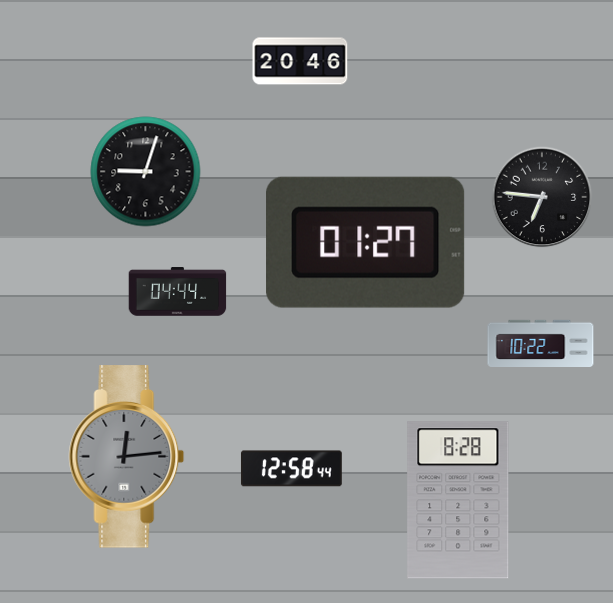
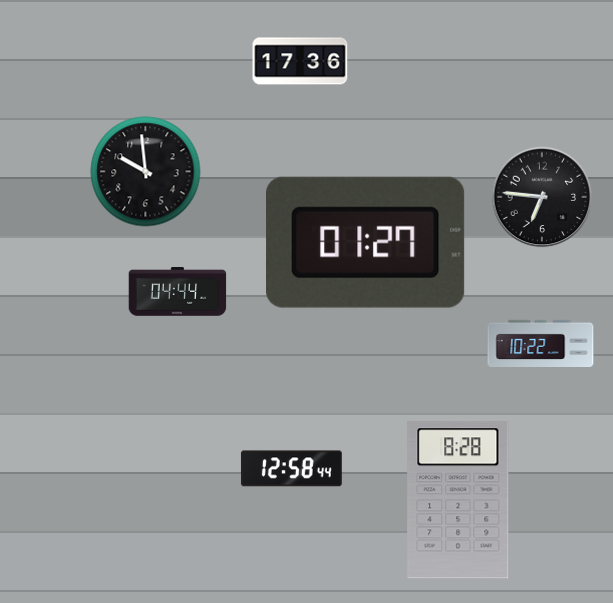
clock at (300, 61): 20:46 -> 17:36
clock at (146, 172): 9:03 -> 9:59
clock at (127, 457): 12:14 -> none
